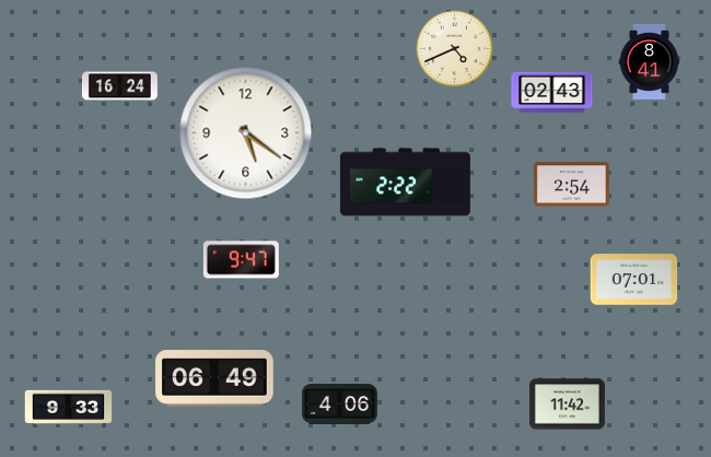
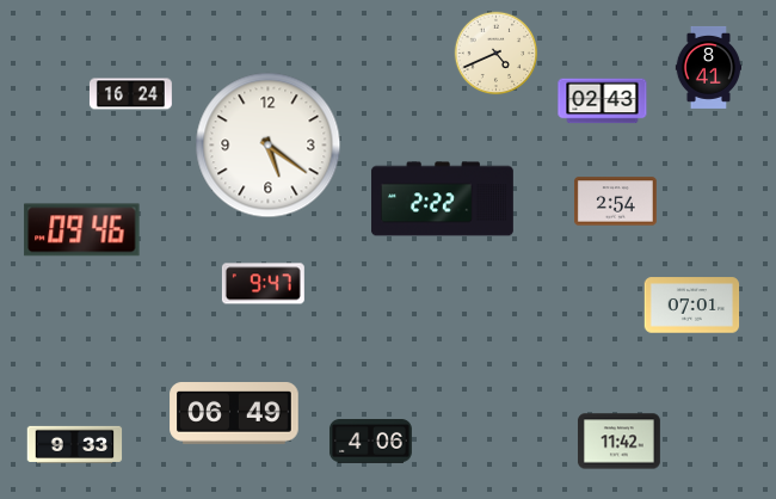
clock at (571, 185) position: (571, 185) -> (615, 202)
clock at (82, 230): none -> 09:46
